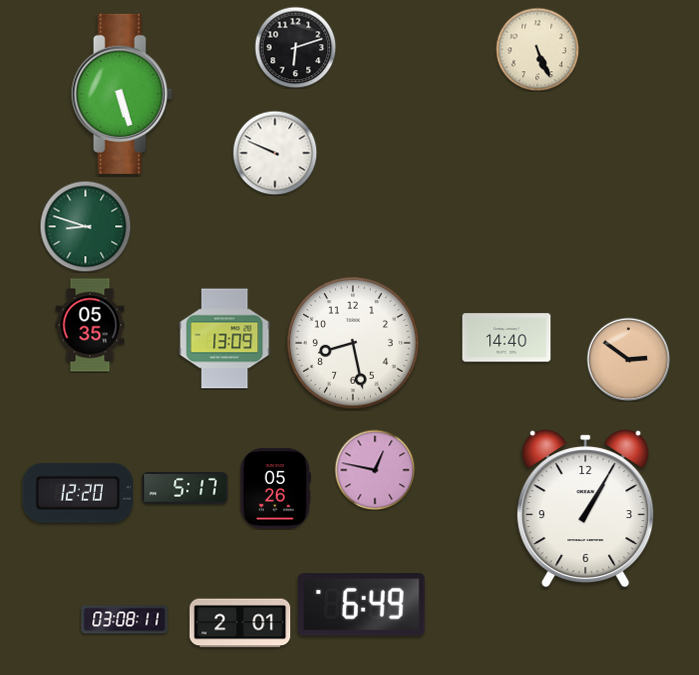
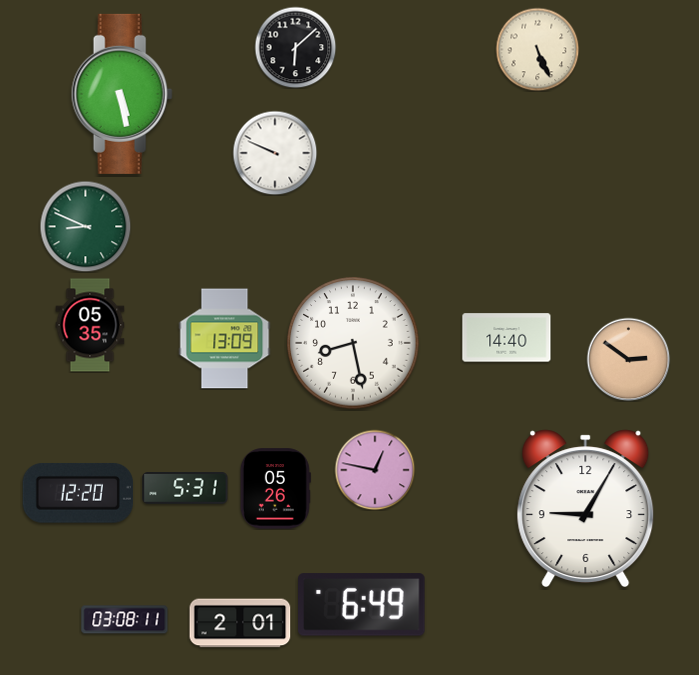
clock at (295, 47): 6:12 -> 6:08
clock at (122, 94): 5:27 -> 5:28
clock at (85, 226): 8:48 -> 8:49
clock at (185, 489): 5:17 -> 5:31
clock at (586, 508): 1:05 -> 9:05
